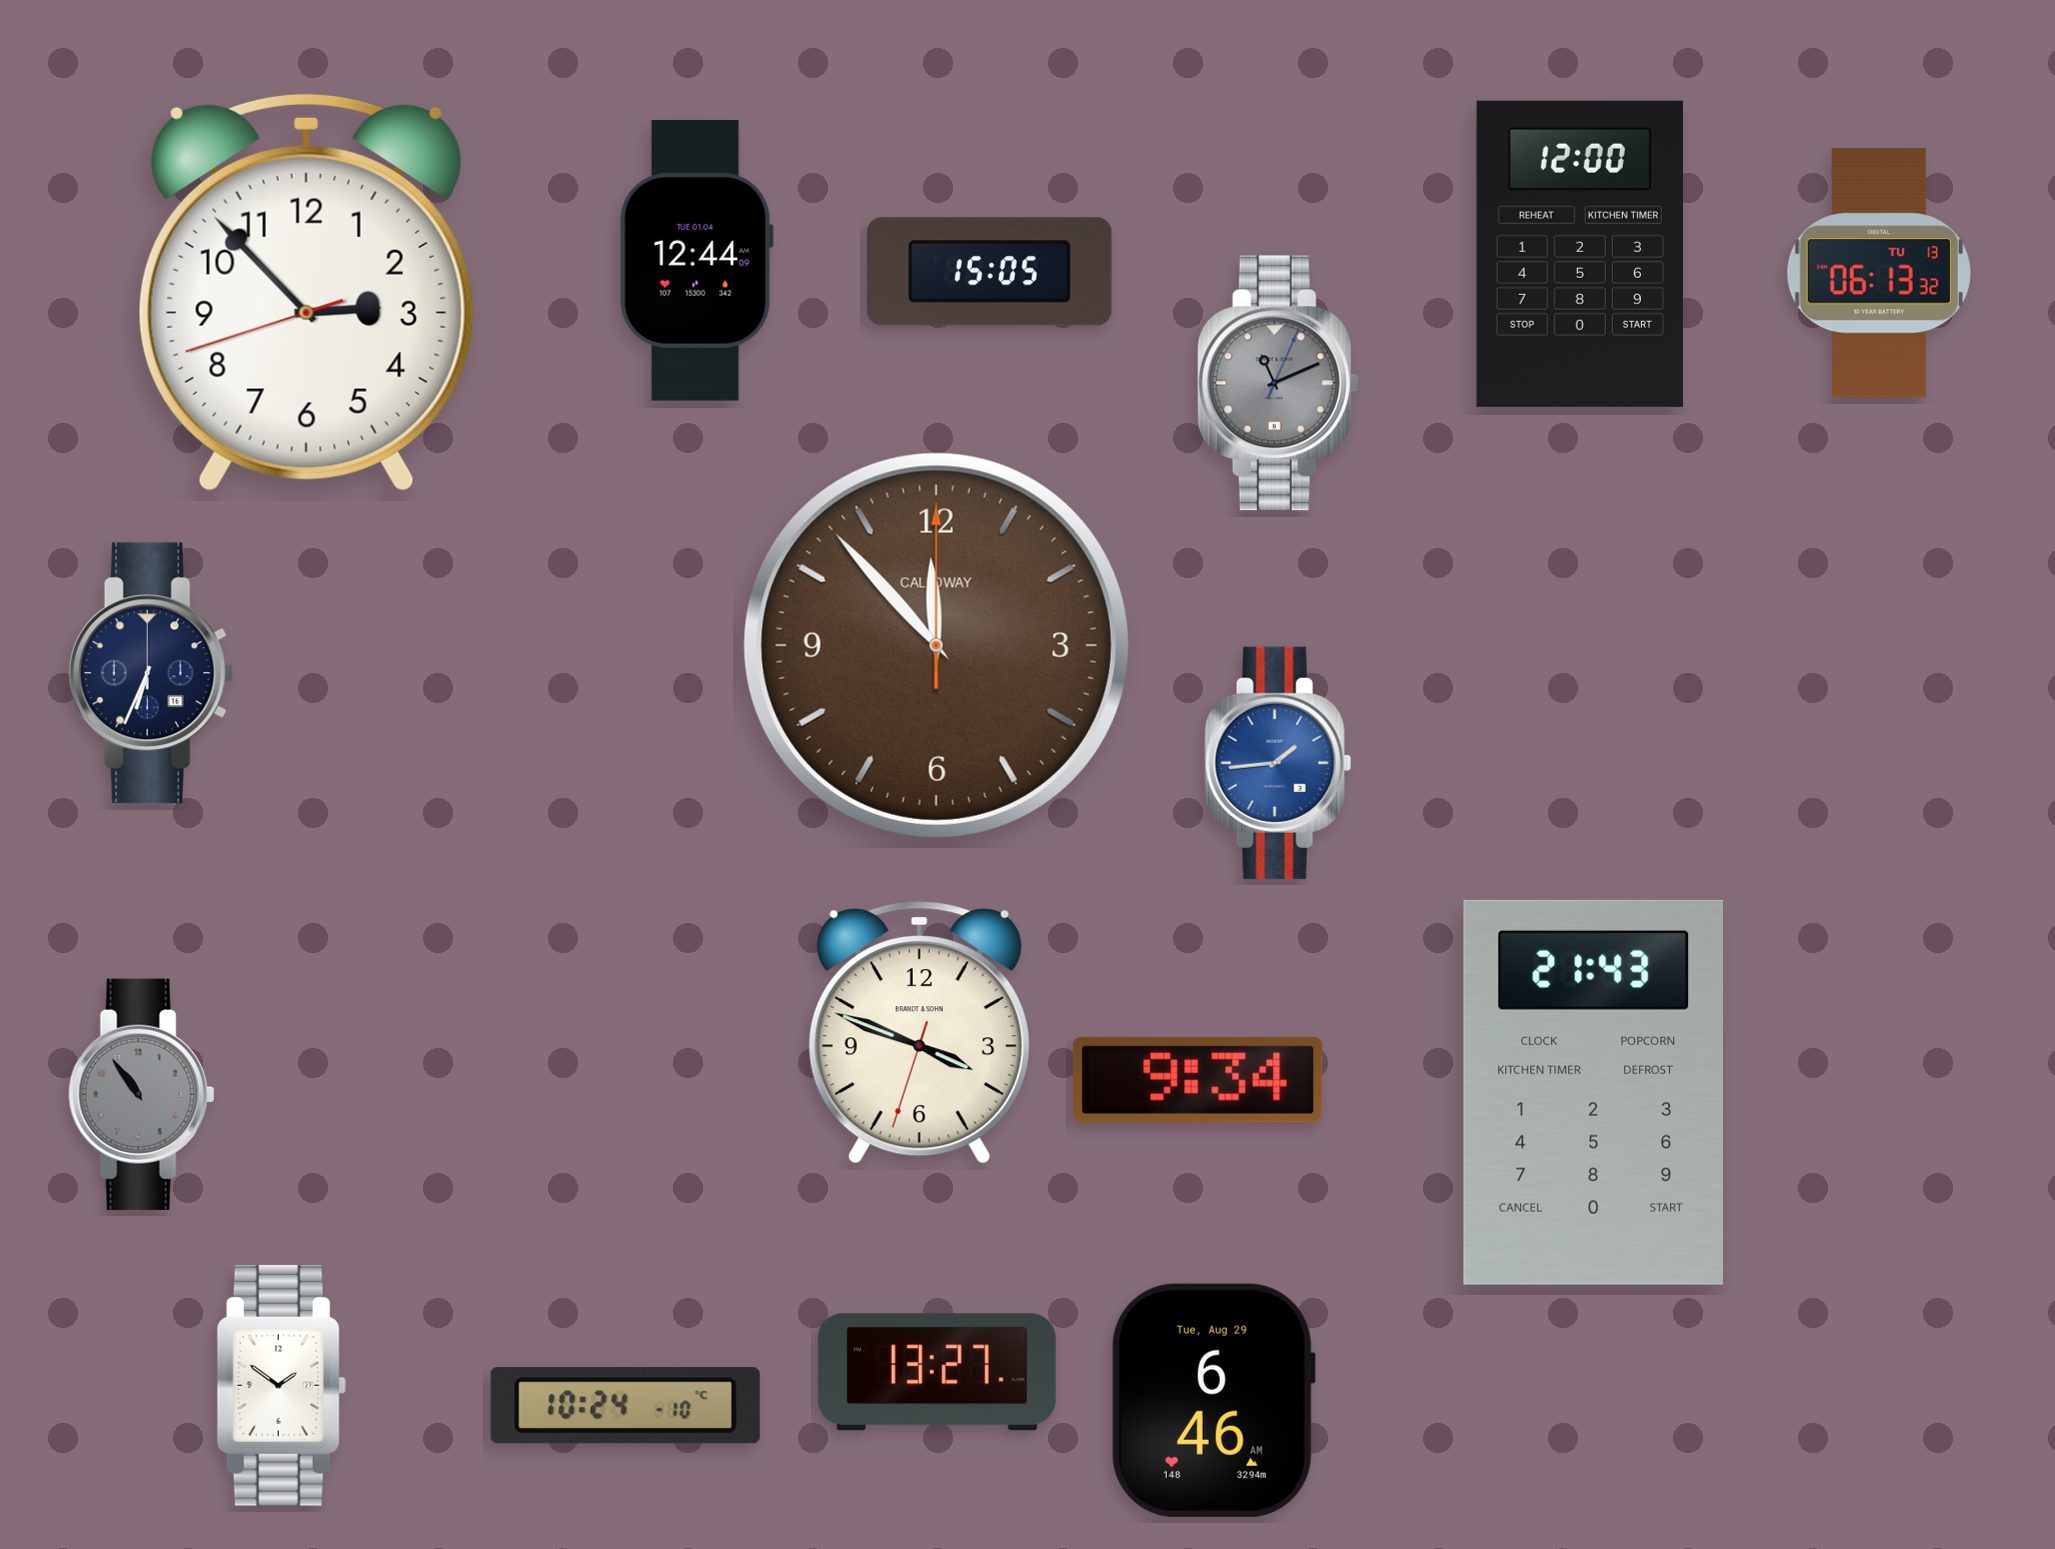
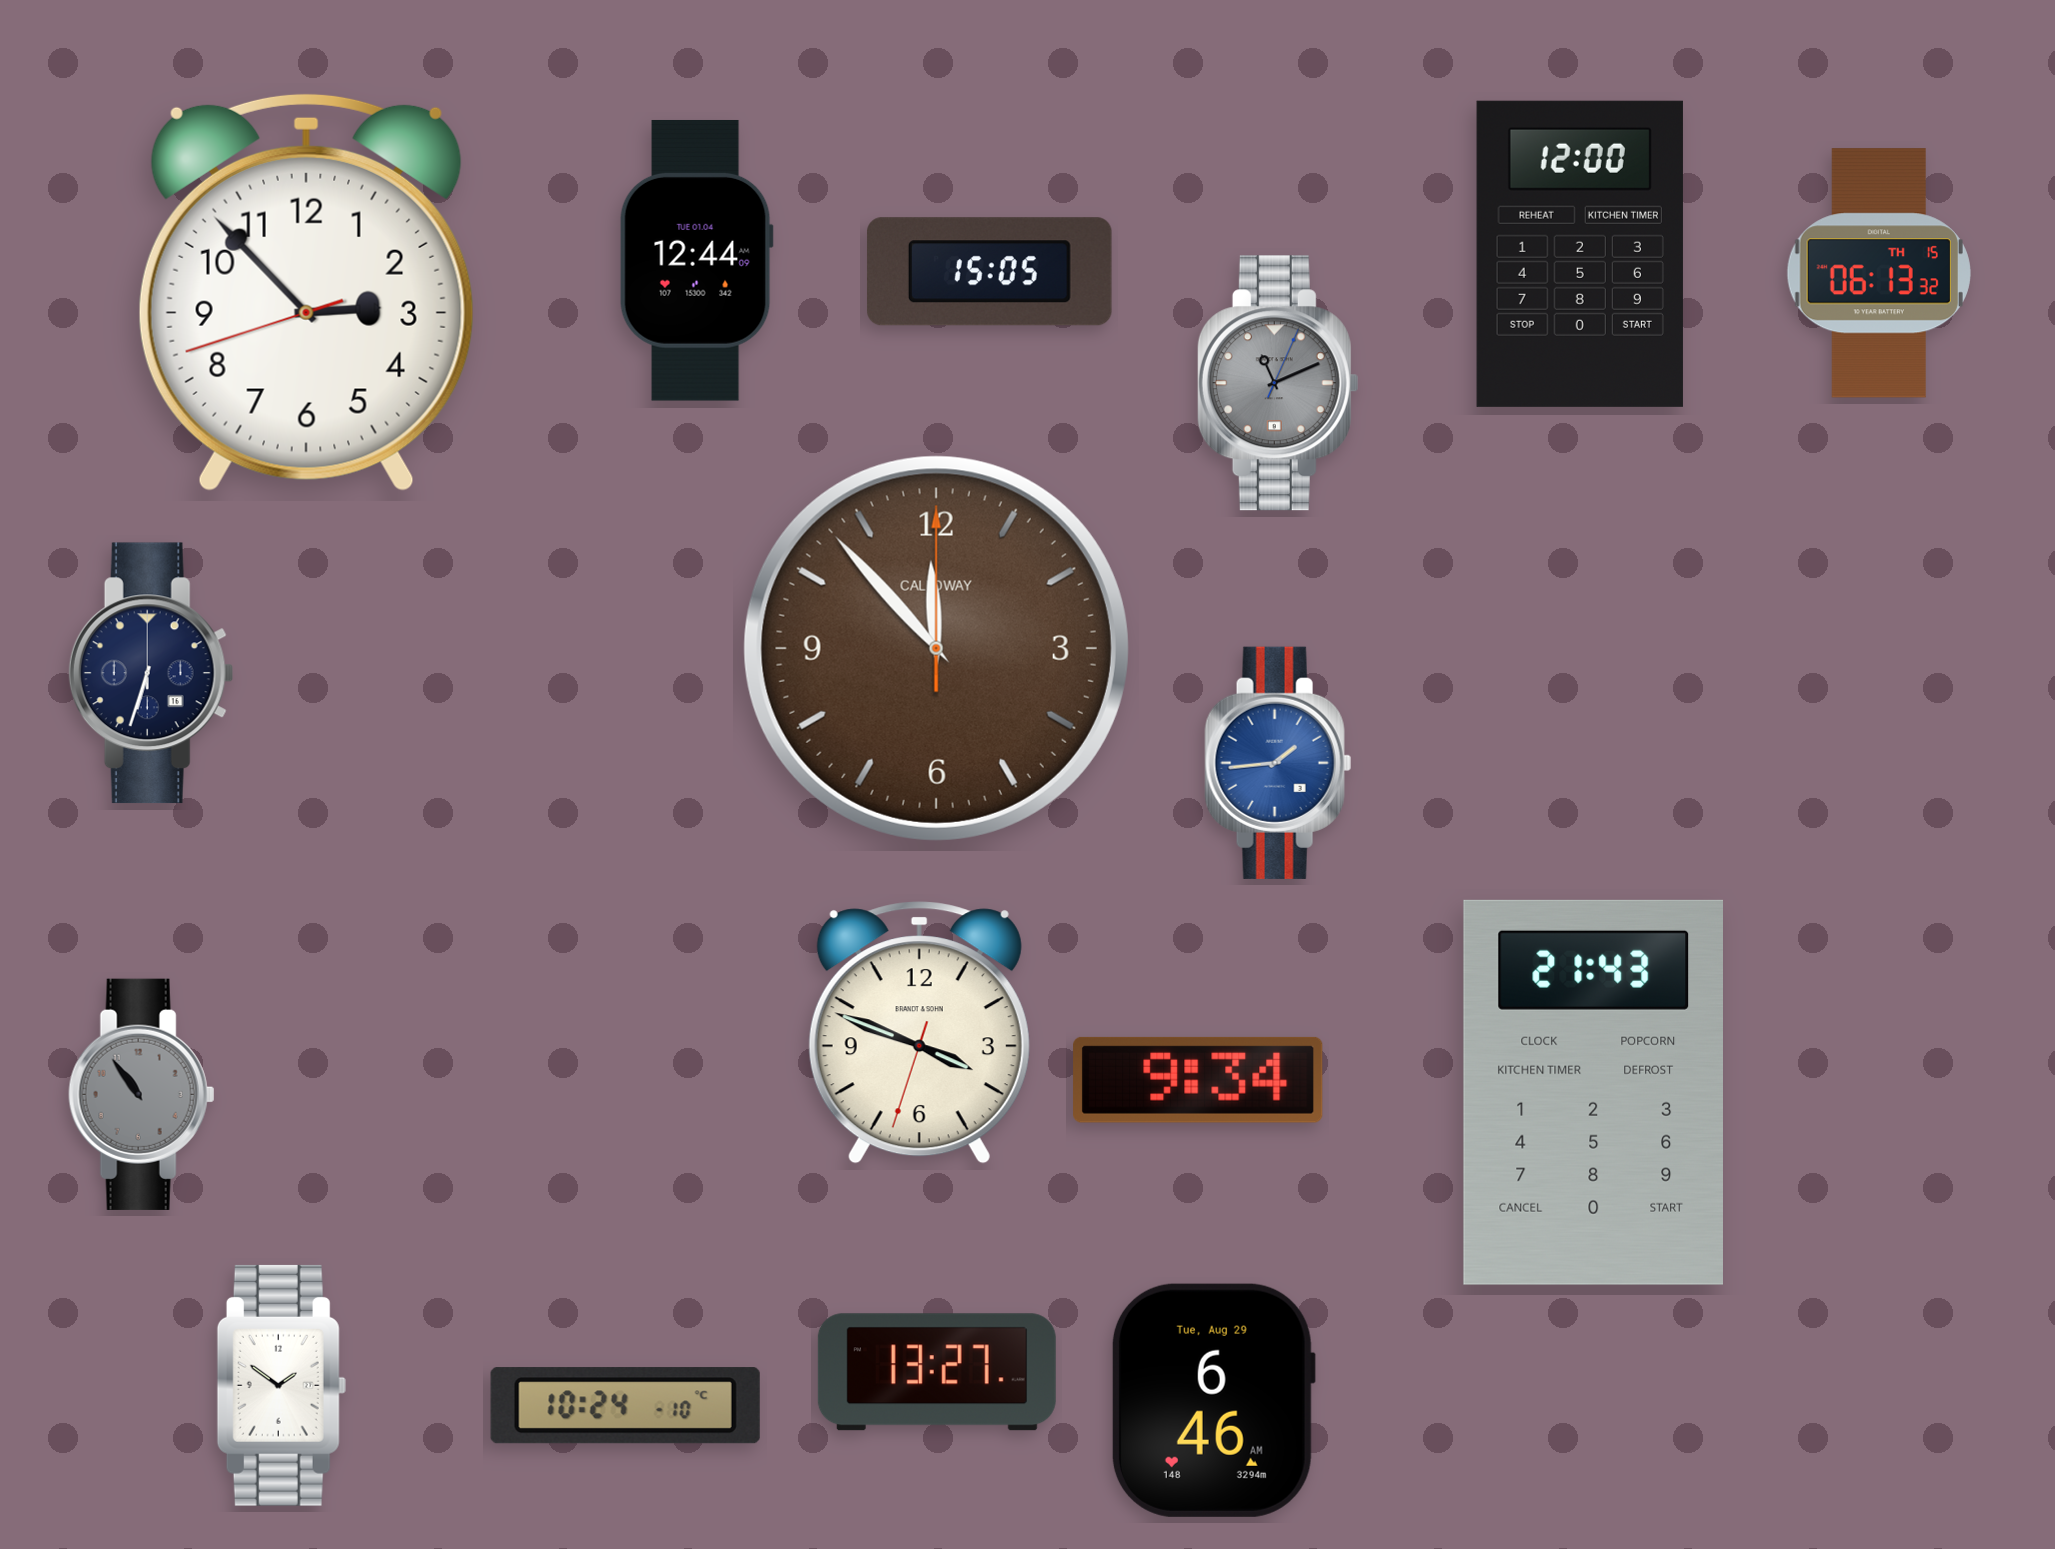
clock at (1879, 273) date: TU 13 -> TH 15
clock at (936, 645) position: (936, 645) -> (936, 648)
clock at (151, 673): 6:34 -> 6:33
